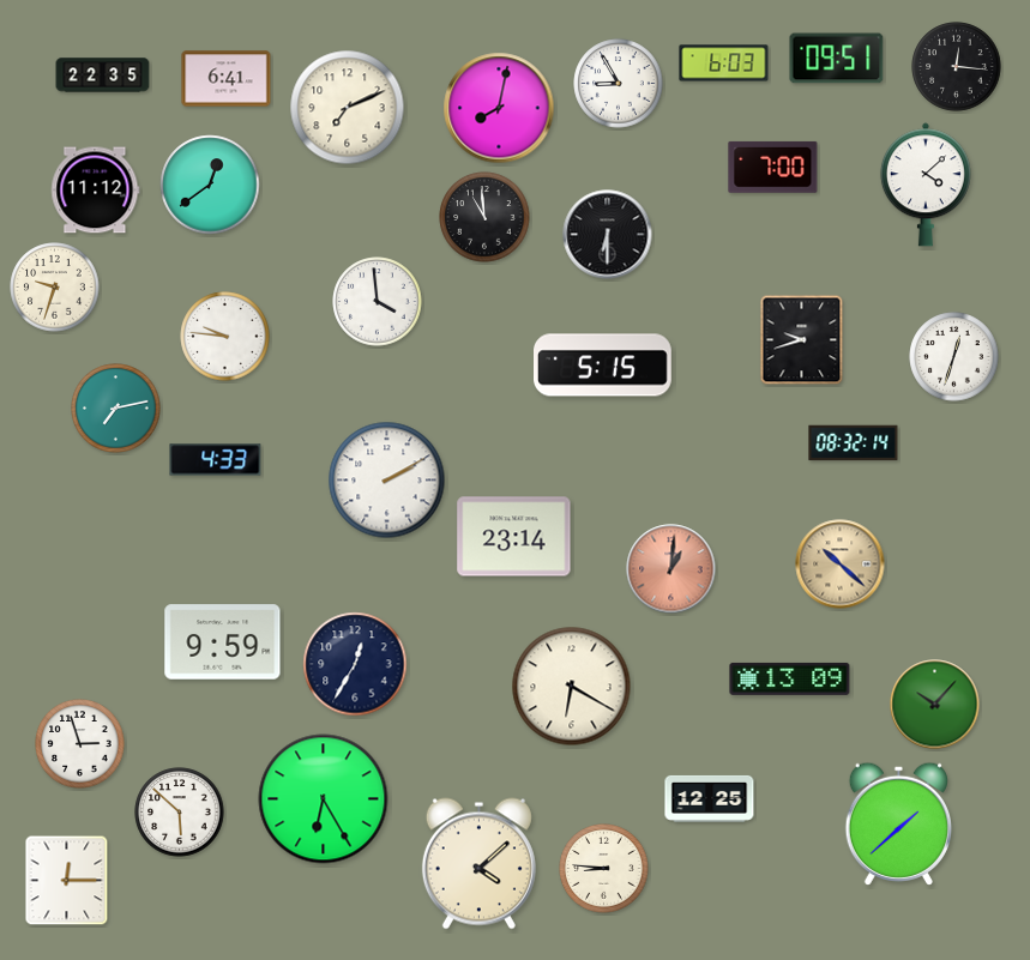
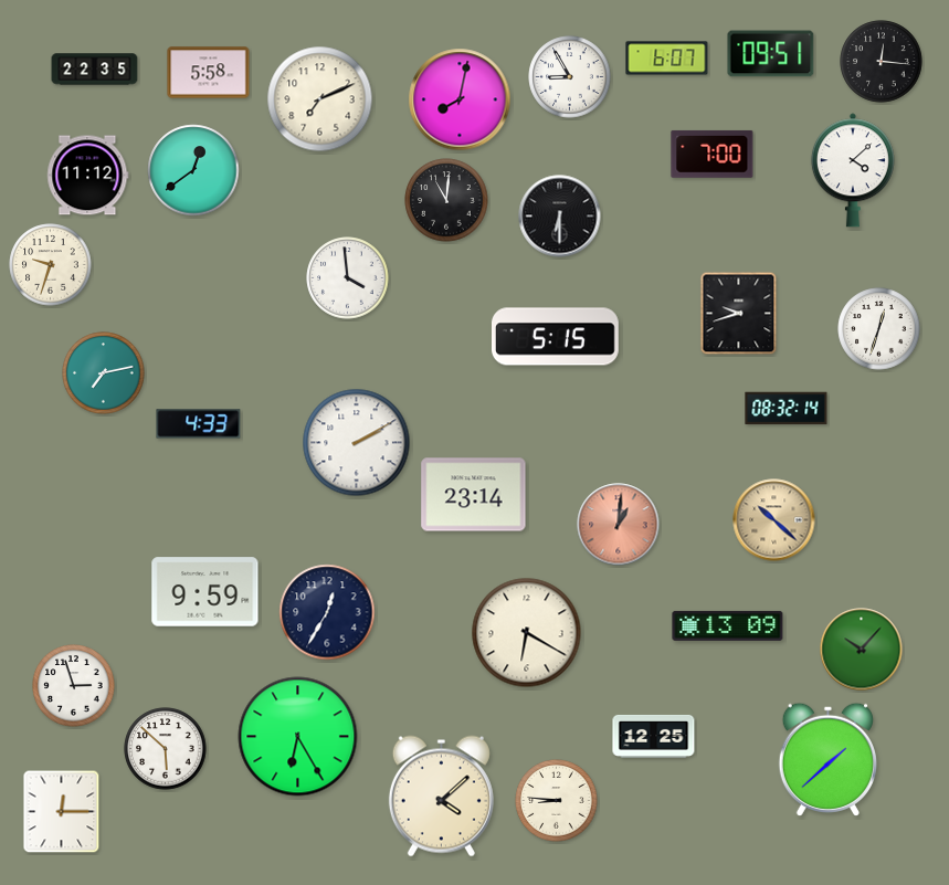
clock at (724, 64): 6:03 -> 6:07
clock at (227, 79): 6:41 -> 5:58
clock at (484, 217): 10:59 -> 11:01
clock at (225, 337): 9:46 -> none
clock at (116, 409) position: (116, 409) -> (104, 373)
